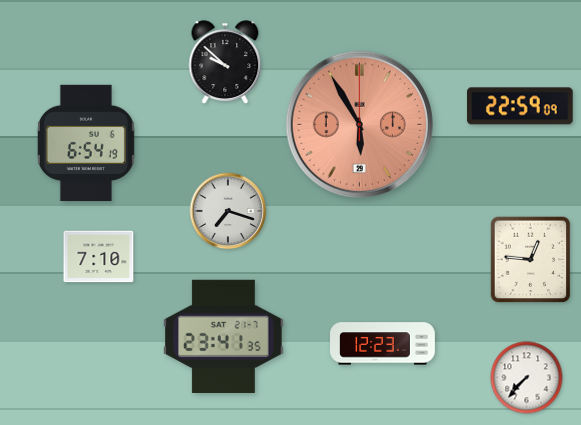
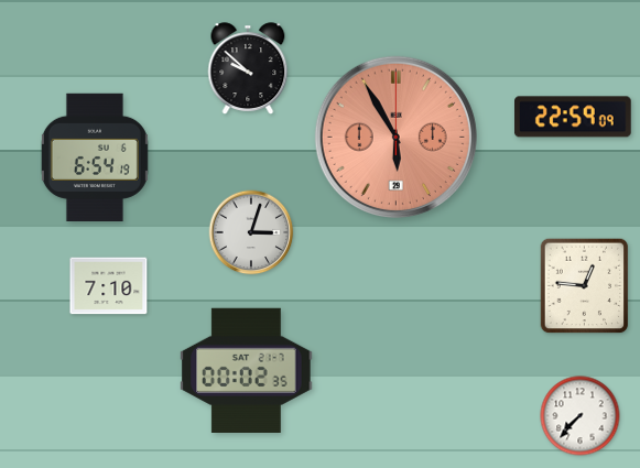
clock at (228, 211): 7:18 -> 3:03
clock at (99, 257) position: (99, 257) -> (109, 286)
clock at (224, 336): 23:41 -> 00:02
clock at (383, 344): 12:23 -> none
